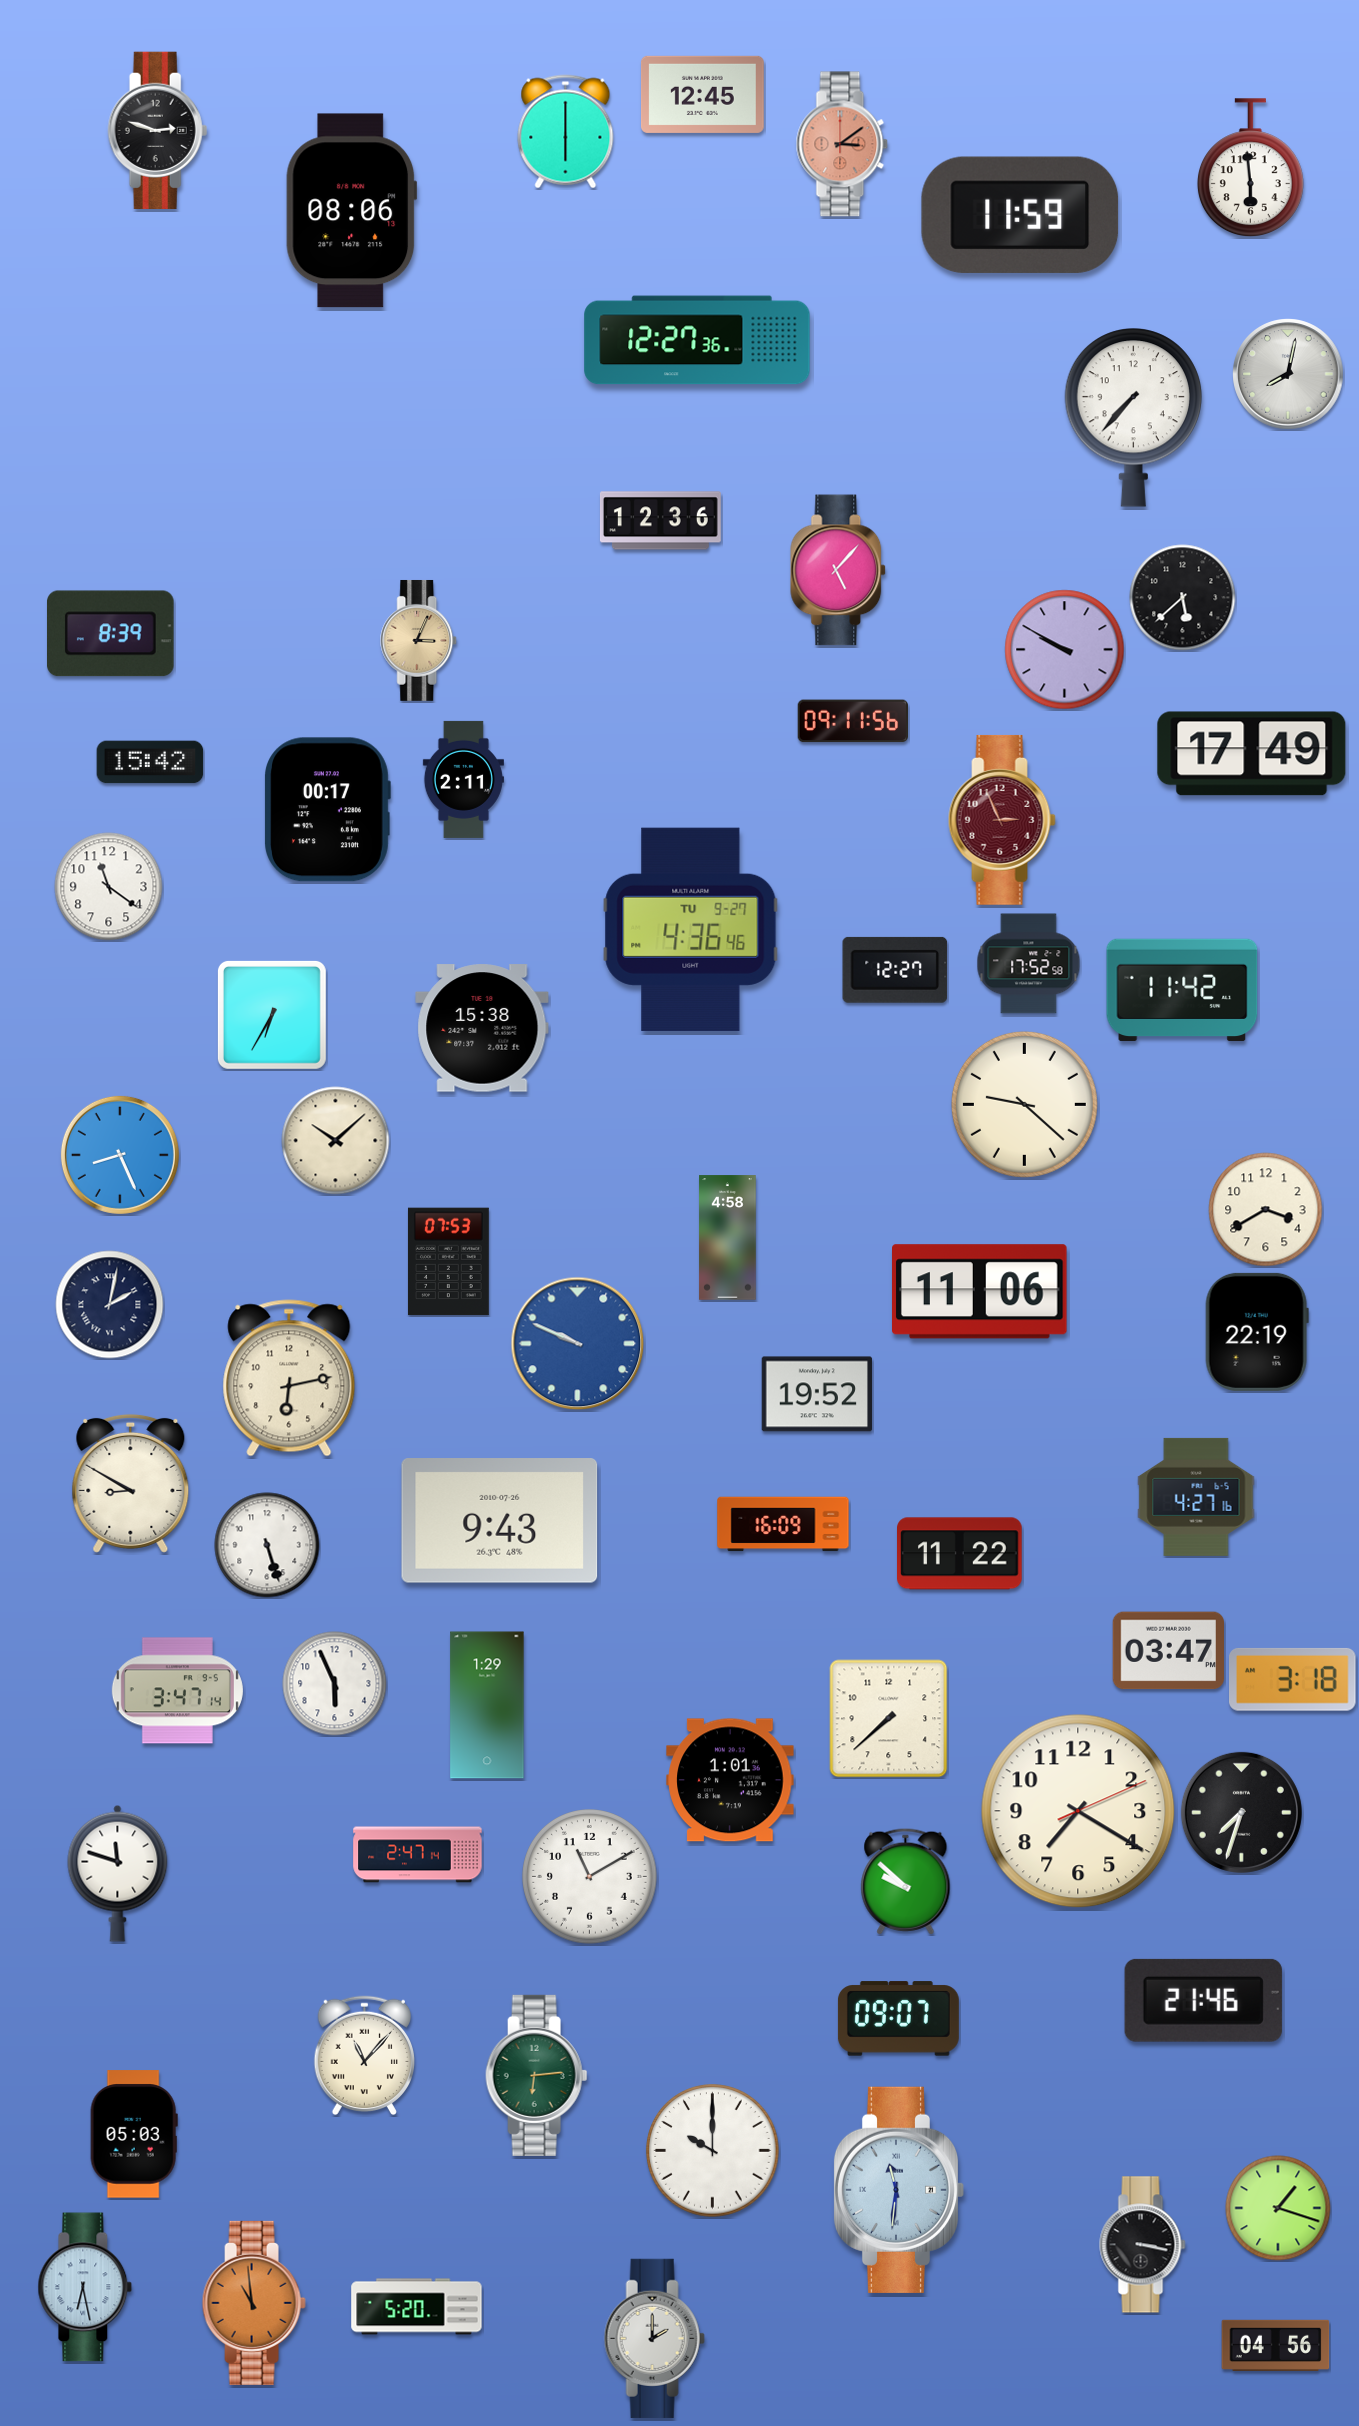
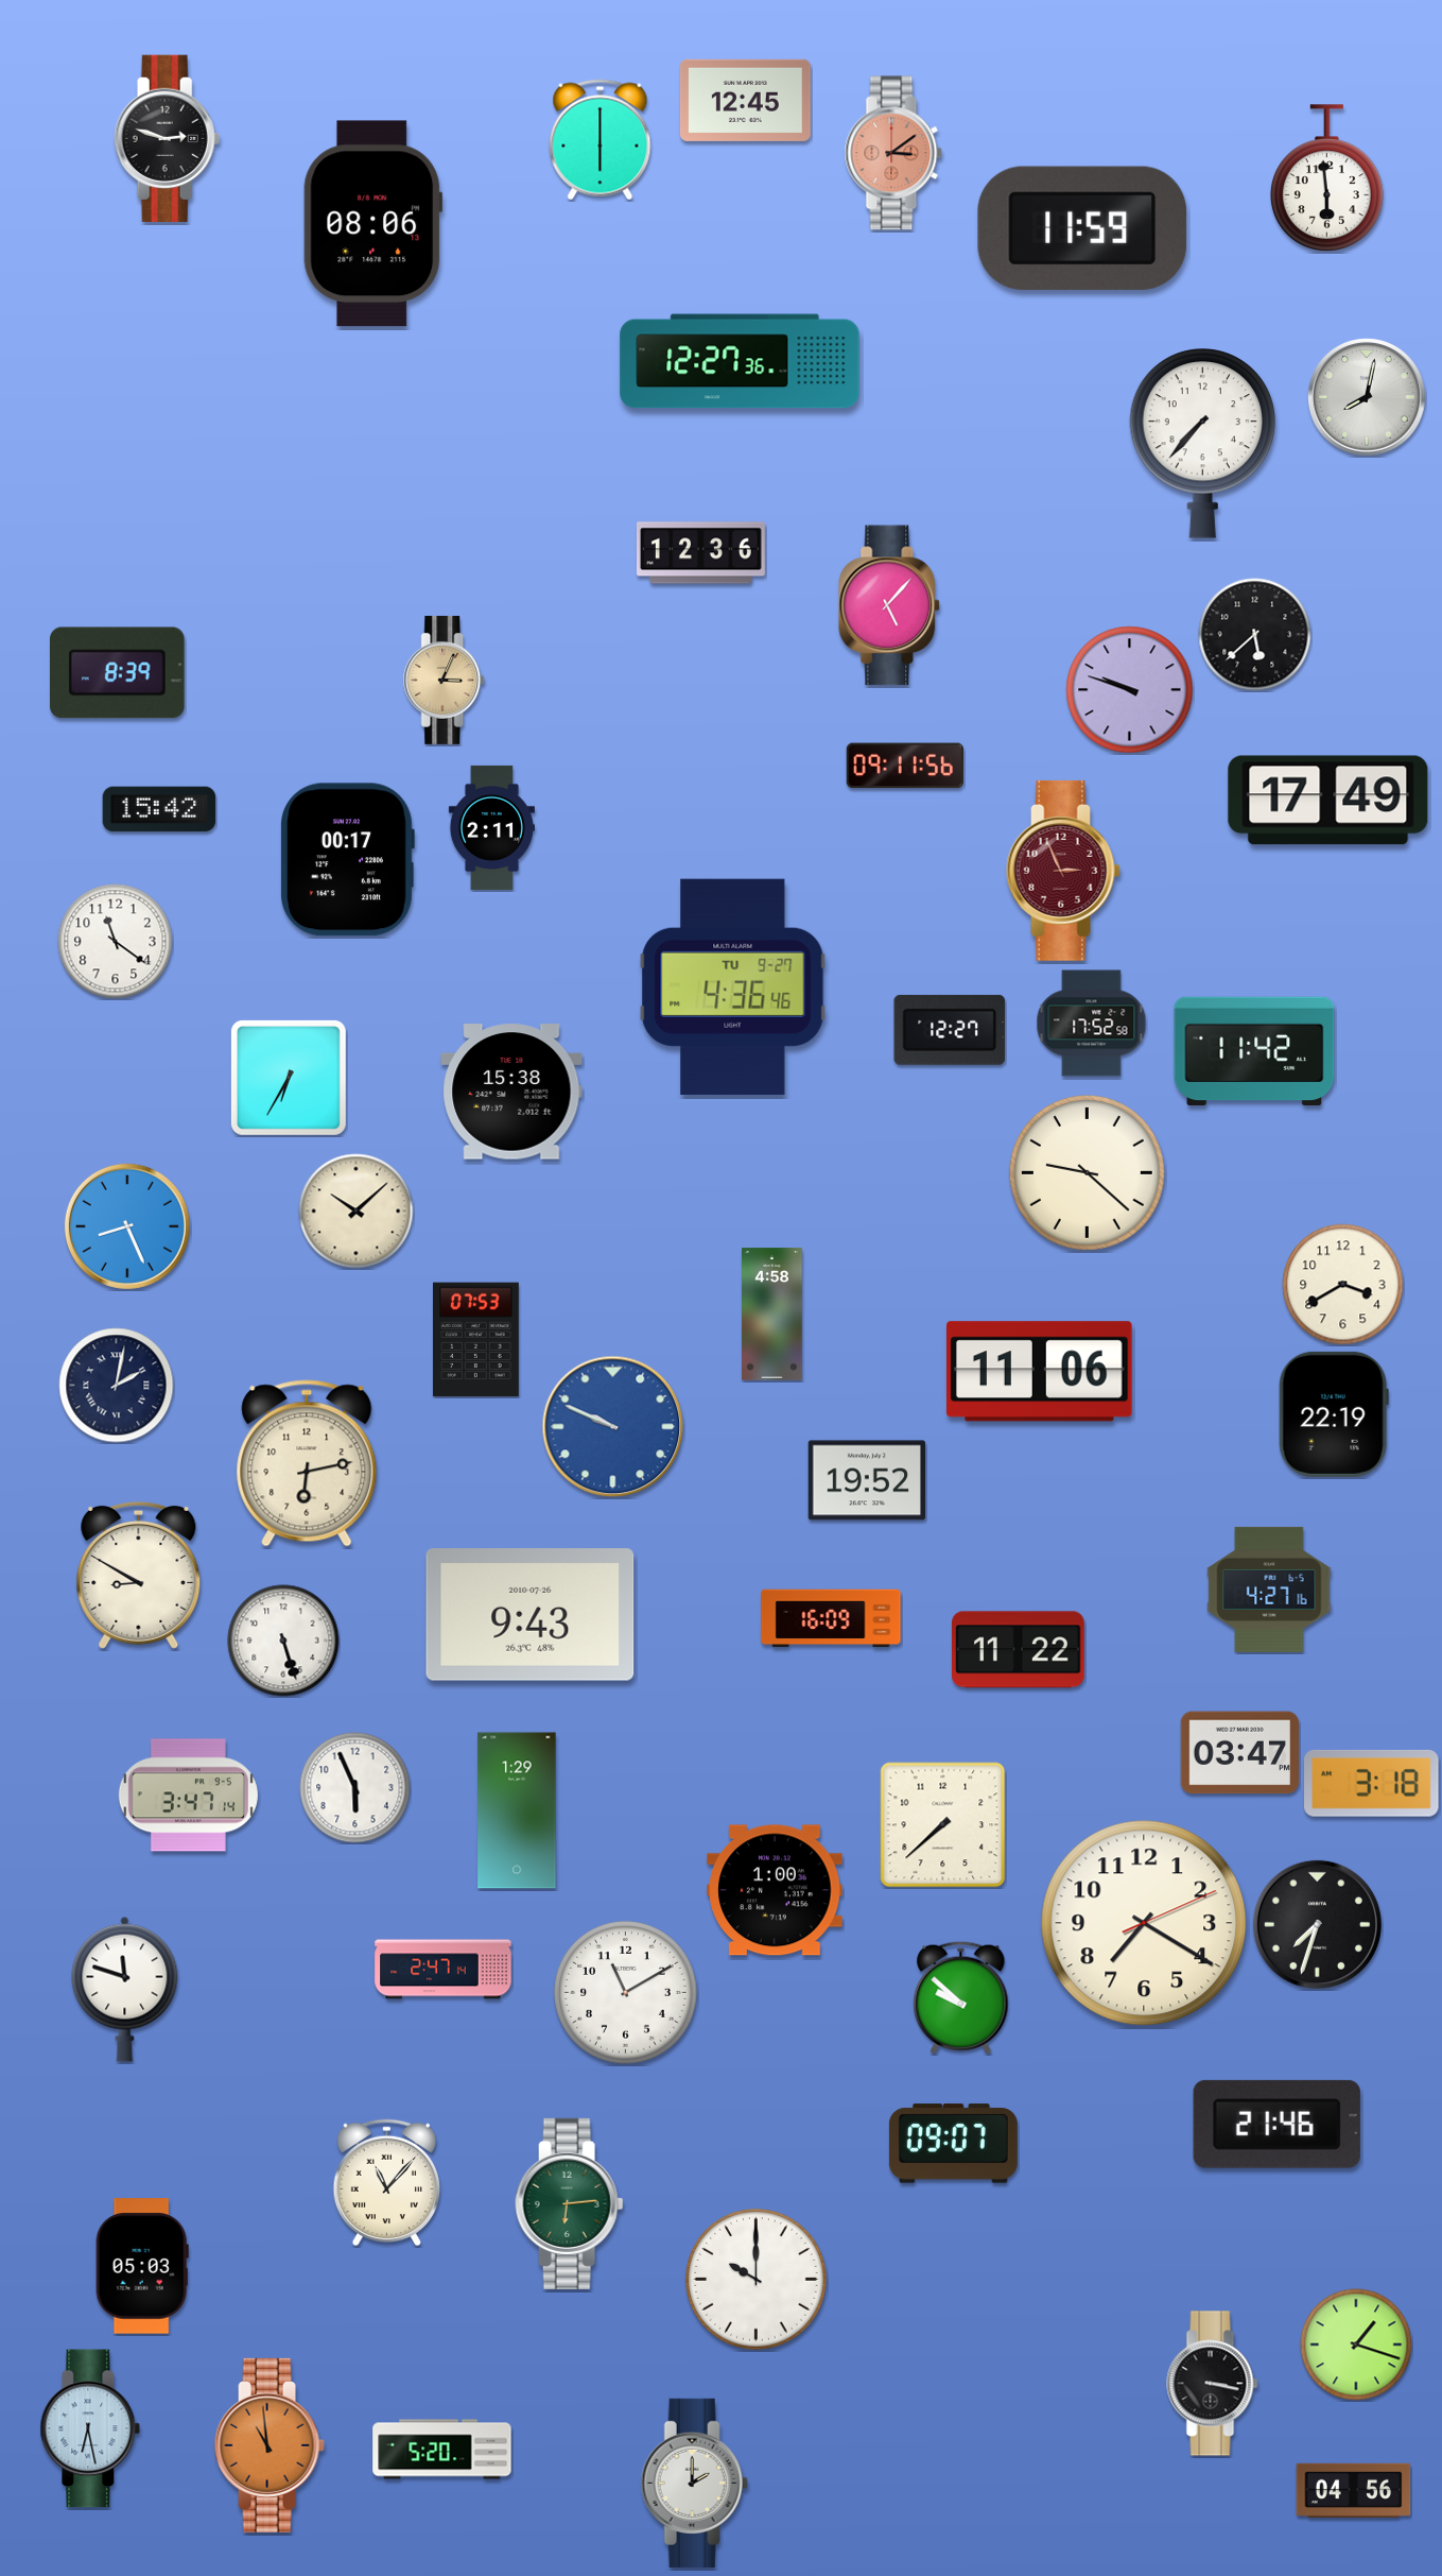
clock at (1065, 650): 9:50 -> 9:48
clock at (730, 1780): 1:01 -> 1:00
clock at (713, 2151) position: (713, 2151) -> (757, 2280)
clock at (899, 2190): 11:31 -> none
